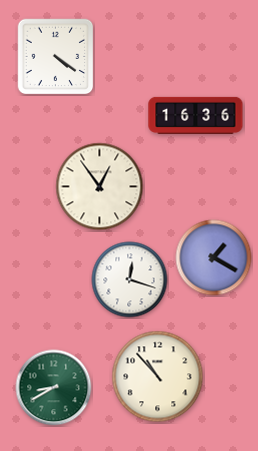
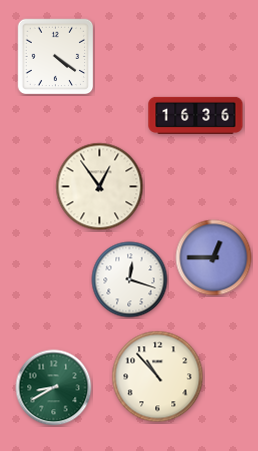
clock at (214, 258): 1:20 -> 12:45
